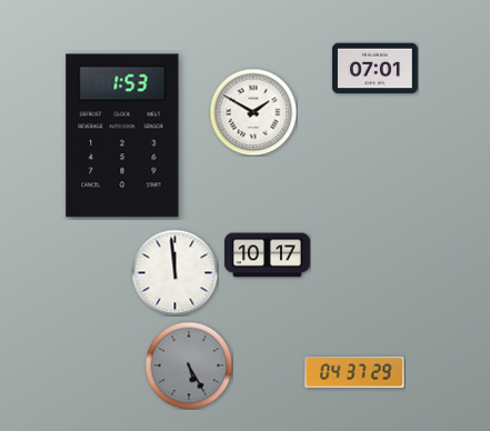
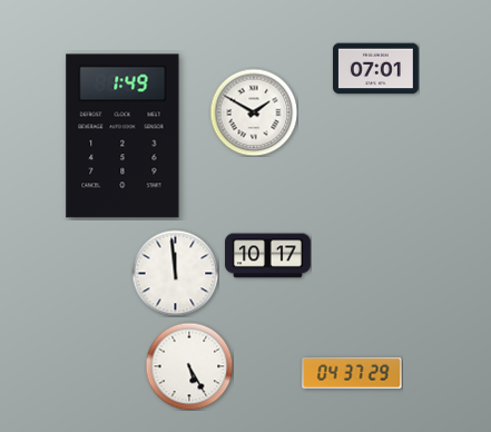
clock at (122, 136): 1:53 -> 1:49
clock at (189, 365) dial: grey -> white
clock at (354, 372) position: (354, 372) -> (352, 373)
